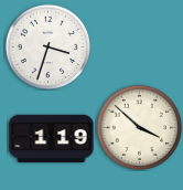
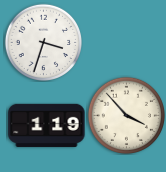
clock at (139, 127): 3:52 -> 3:53
